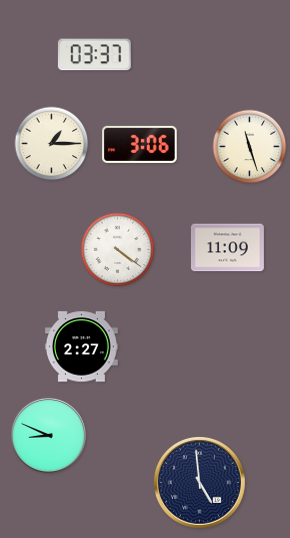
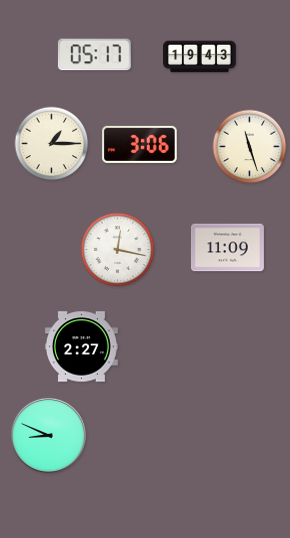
clock at (94, 55): 03:37 -> 05:17
clock at (200, 57): none -> 19:43
clock at (118, 250): 4:21 -> 12:17
clock at (200, 483): 4:59 -> none
